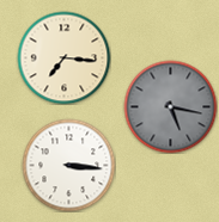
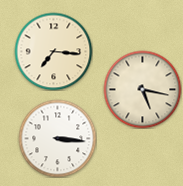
clock at (63, 57) position: (63, 57) -> (53, 51)
clock at (170, 106) dial: grey -> cream
